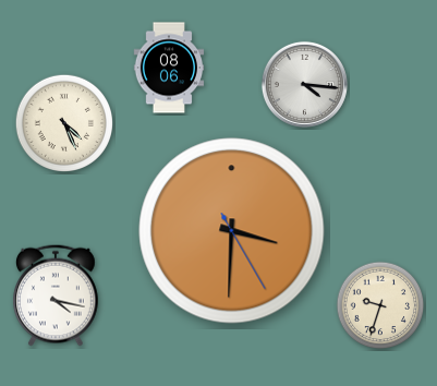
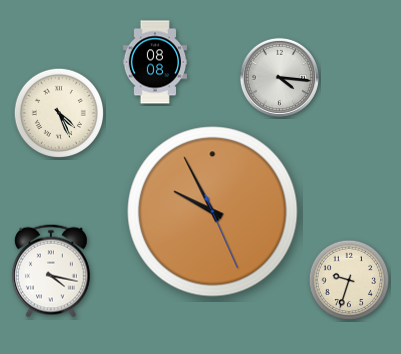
clock at (169, 68): 08:06 -> 08:08
clock at (232, 231): 3:30 -> 9:55
